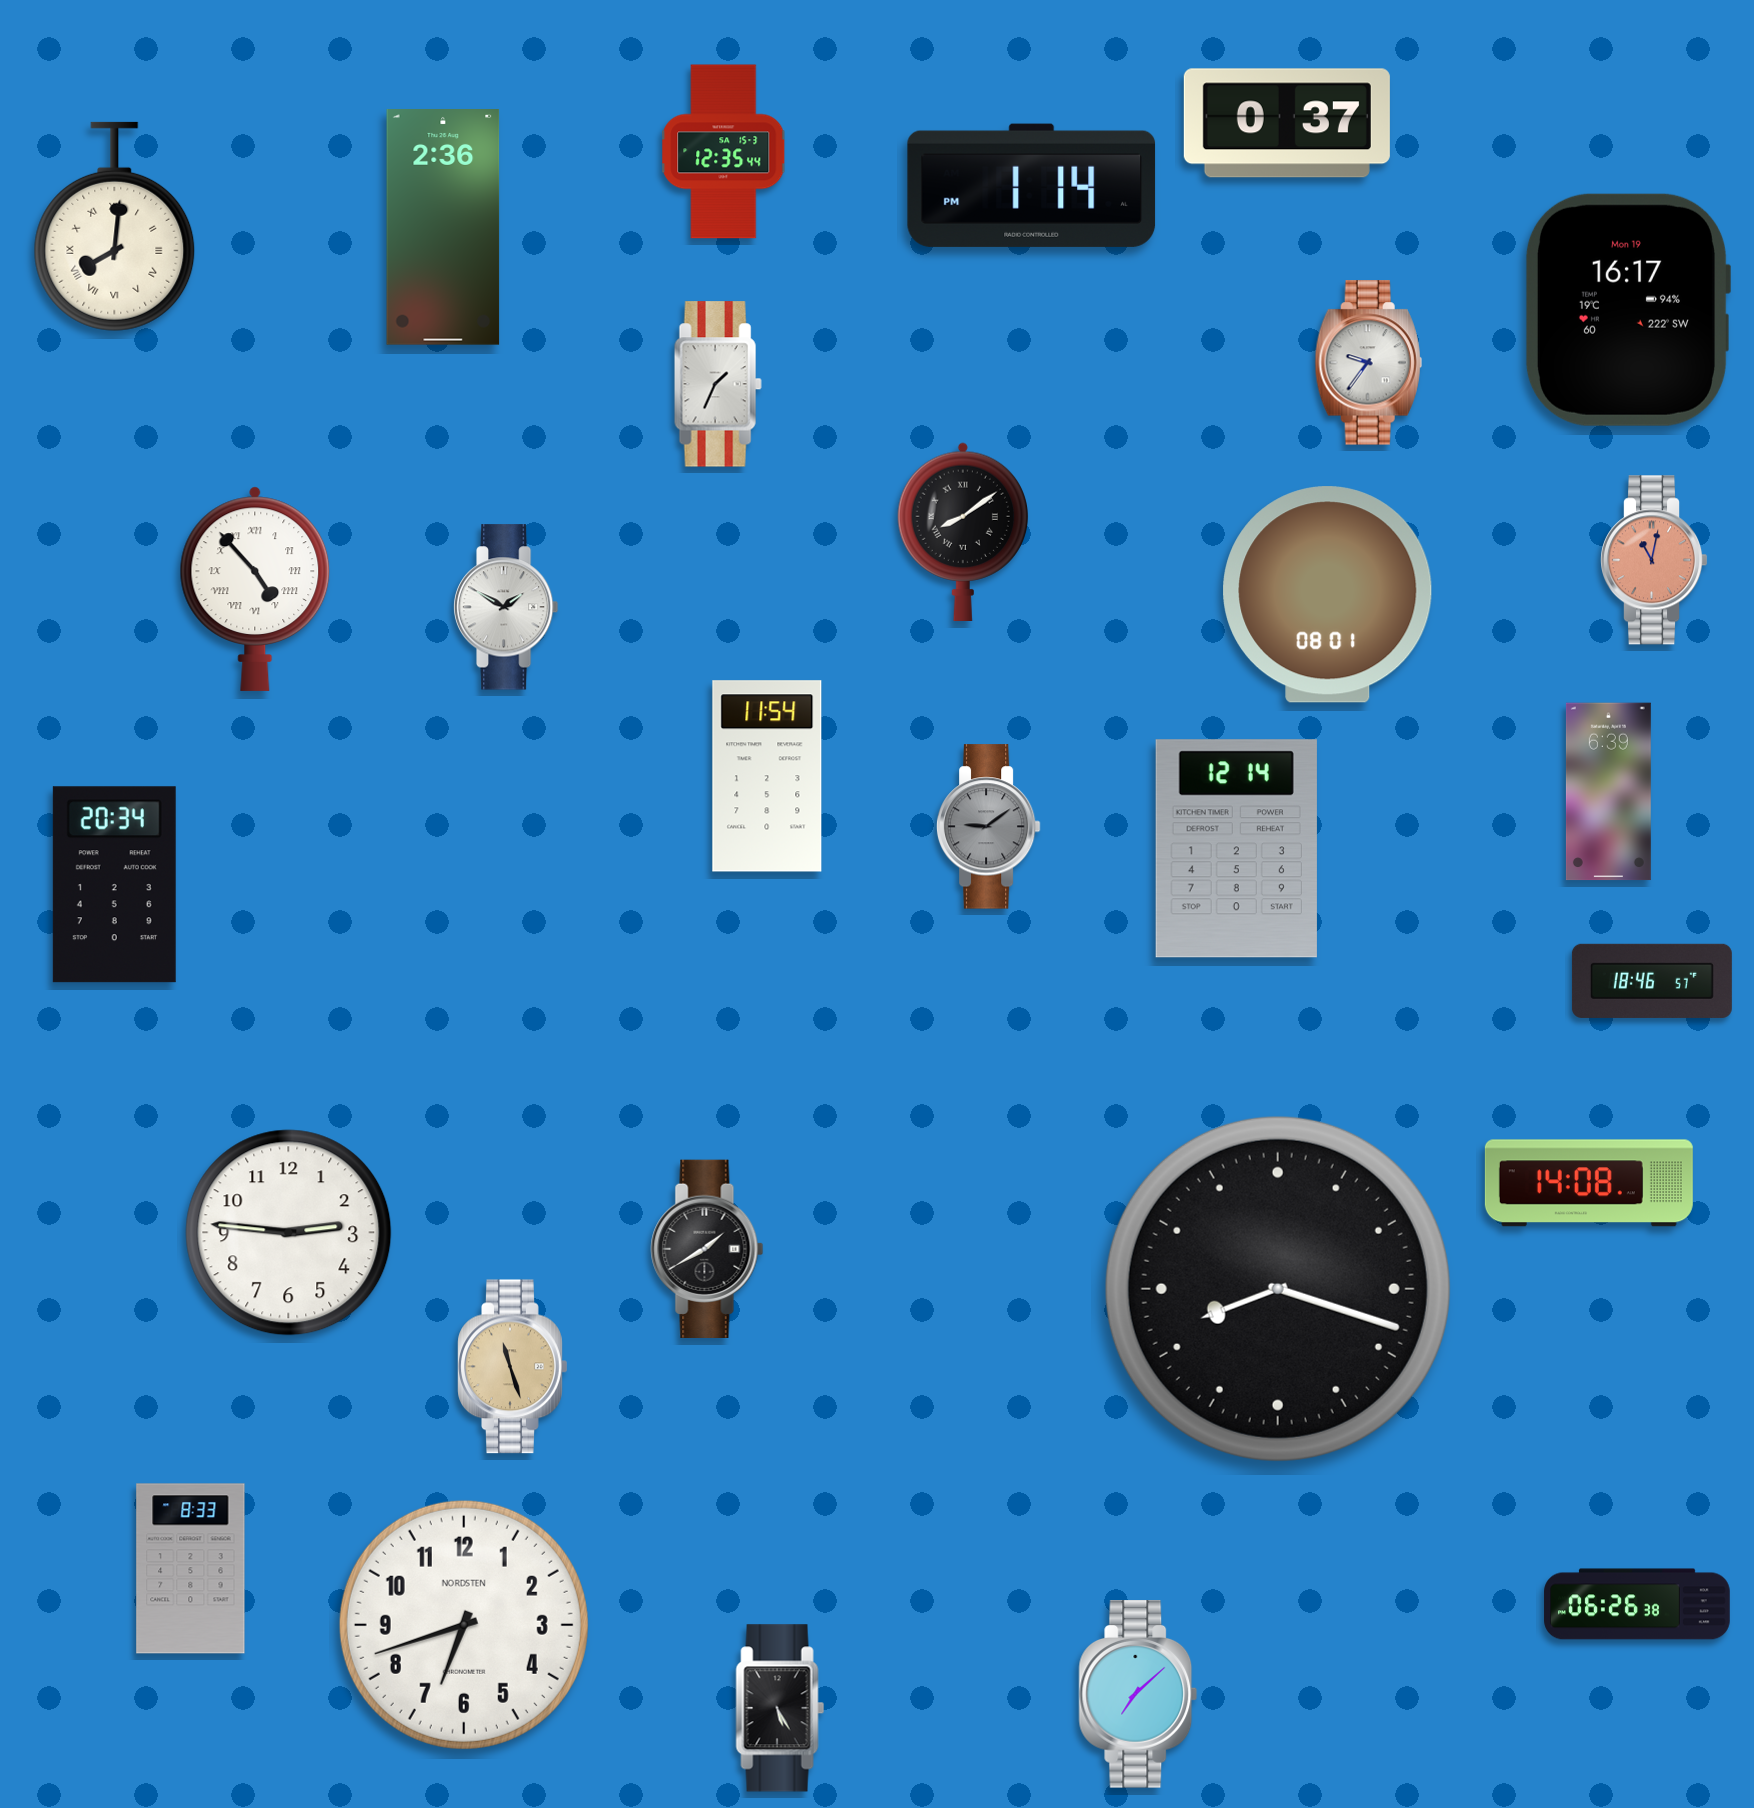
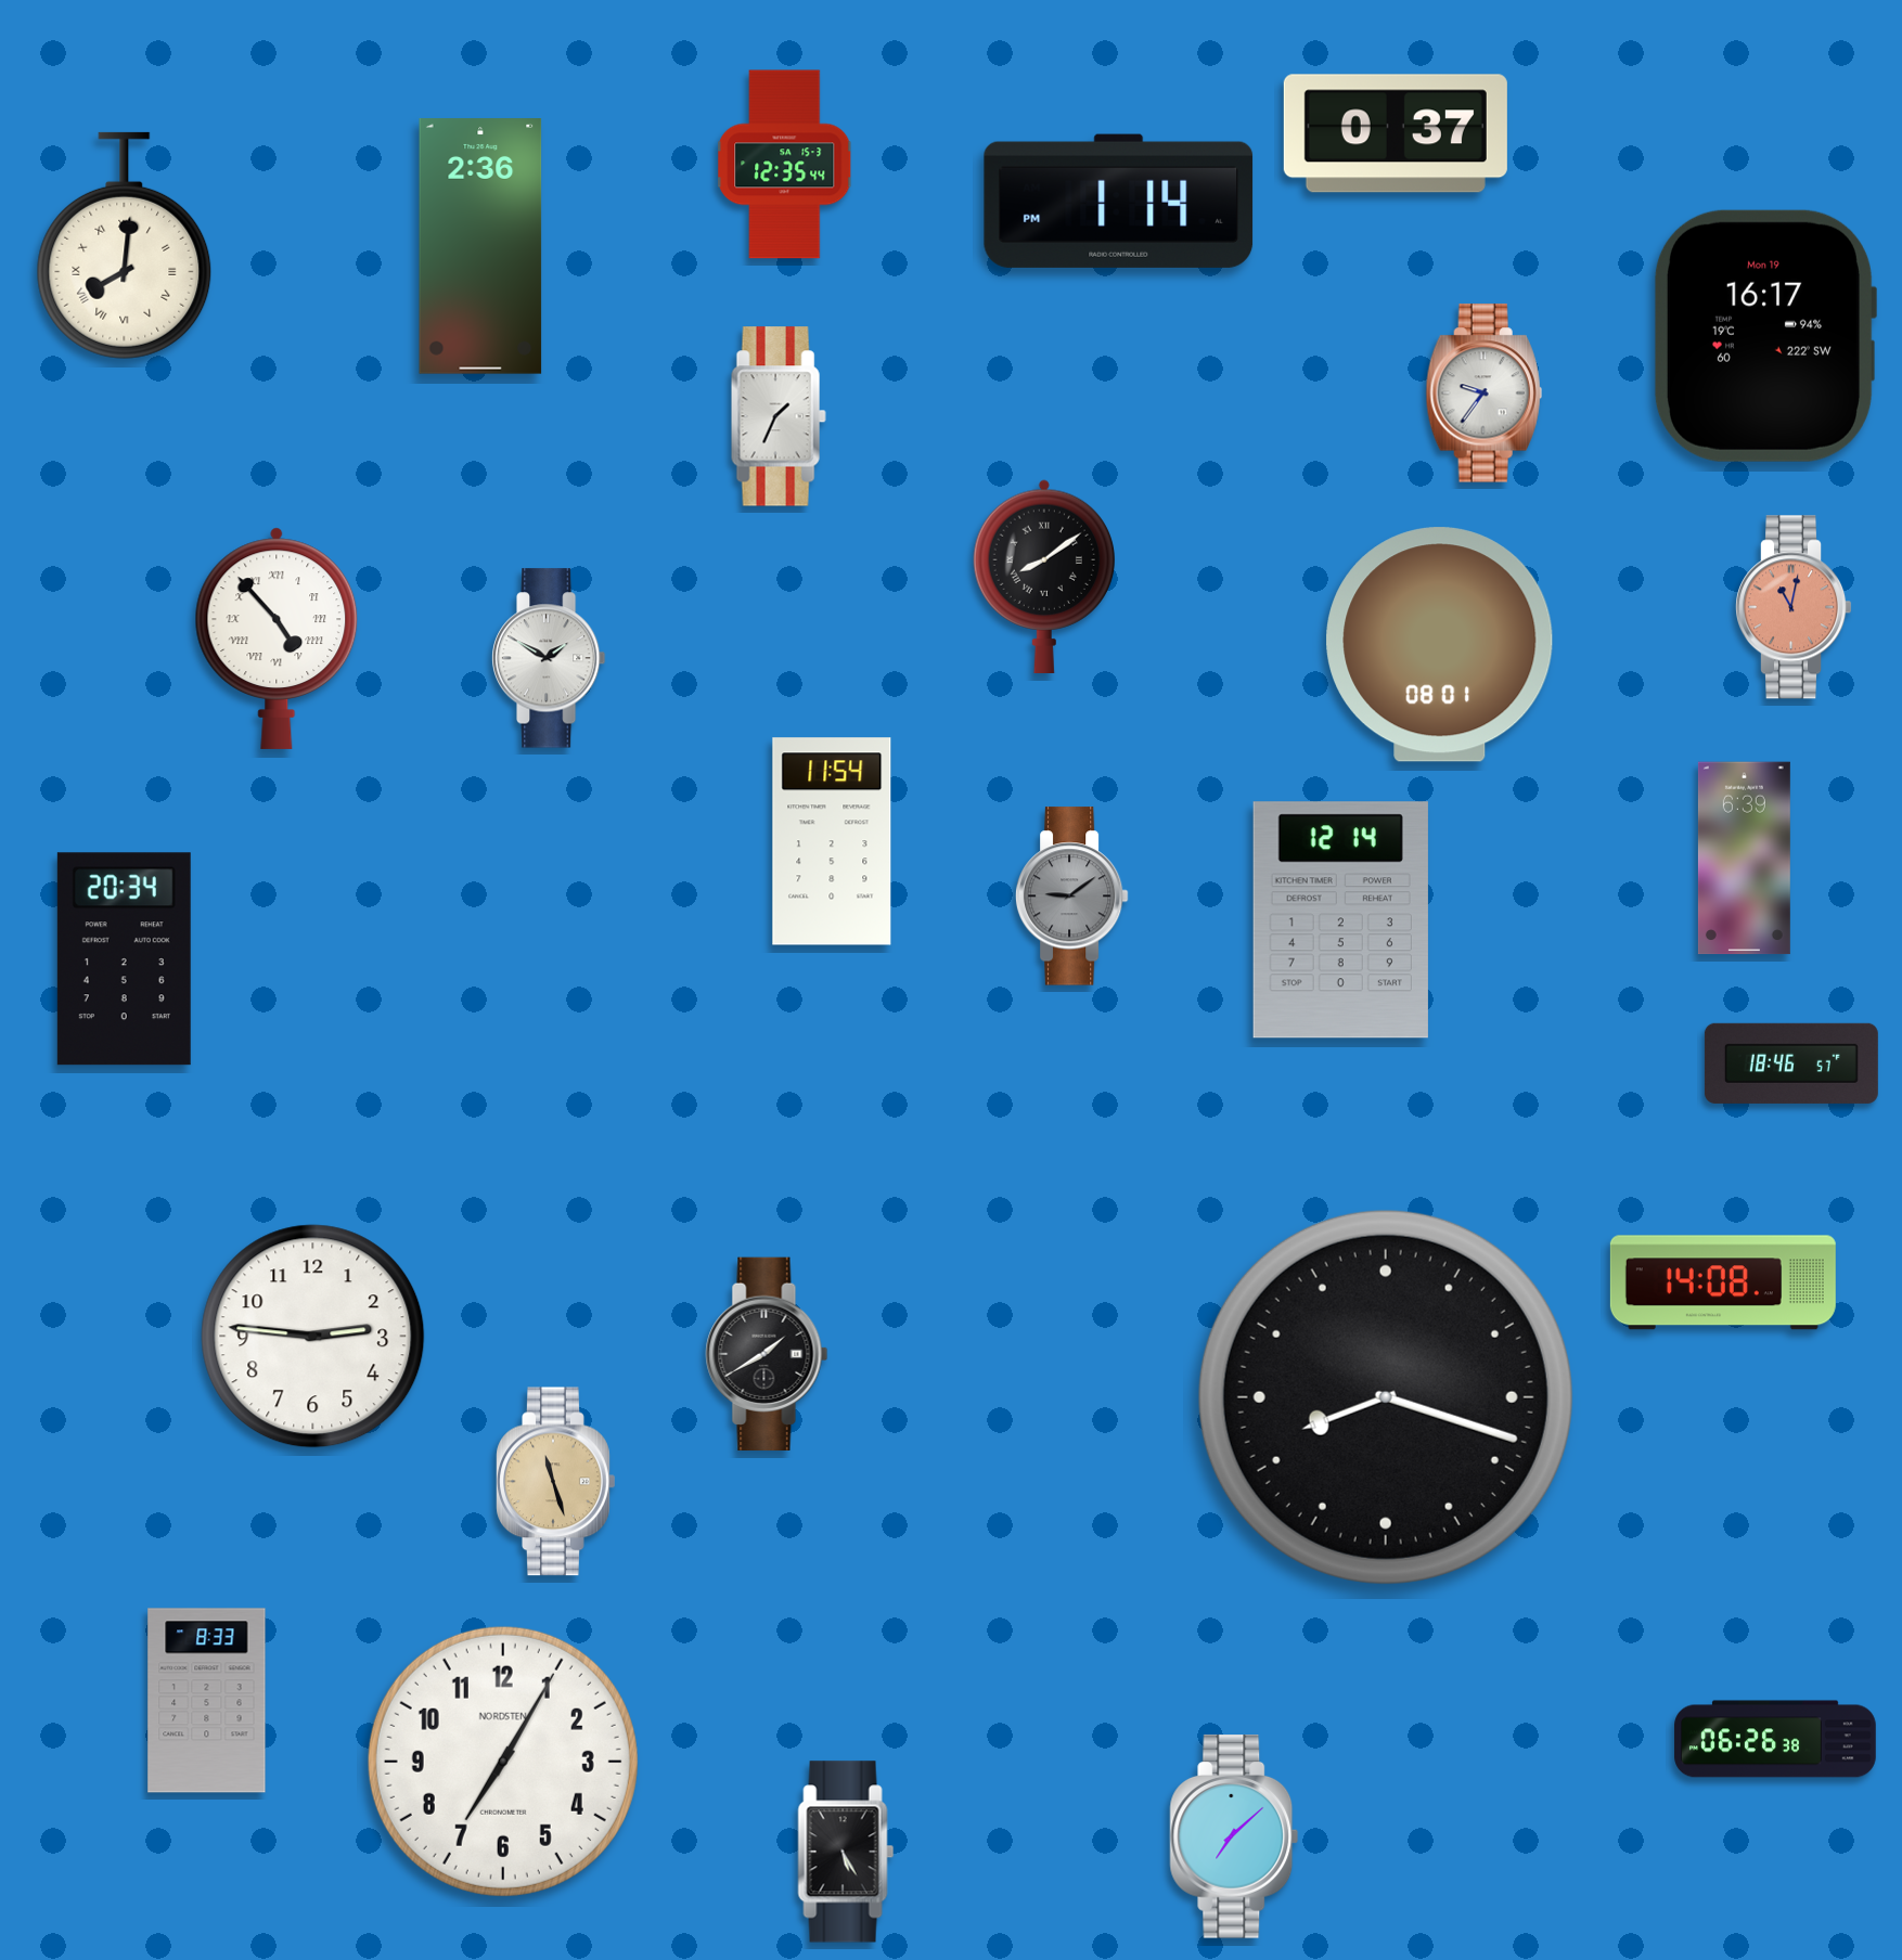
clock at (464, 1625): 6:42 -> 7:05
